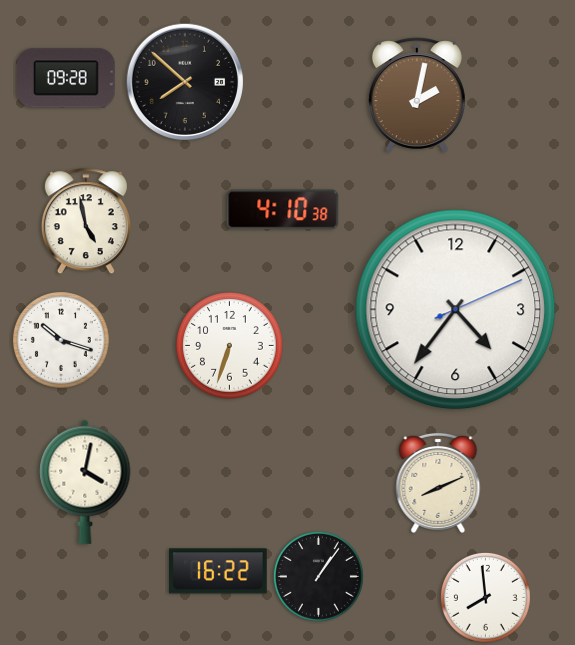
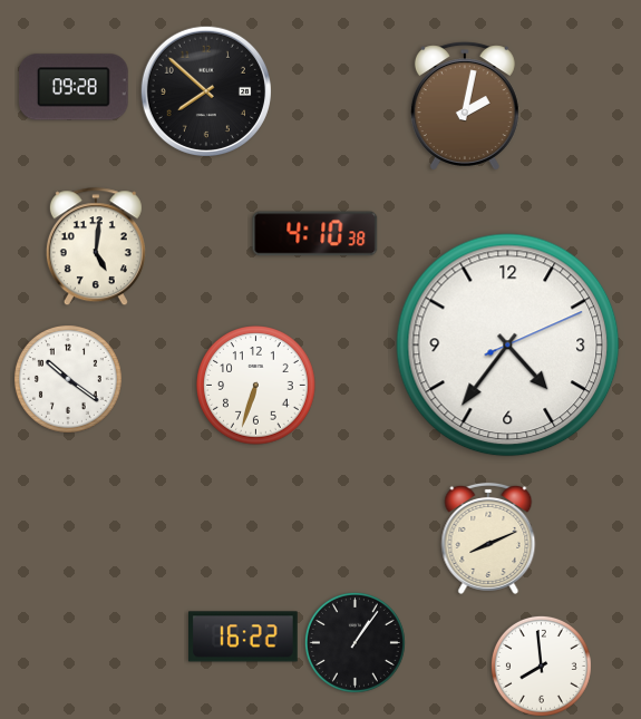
clock at (86, 222): 4:58 -> 5:01
clock at (61, 340): 10:18 -> 10:21
clock at (85, 482): 4:02 -> none
